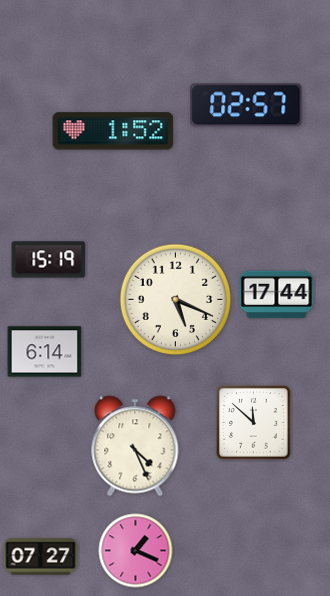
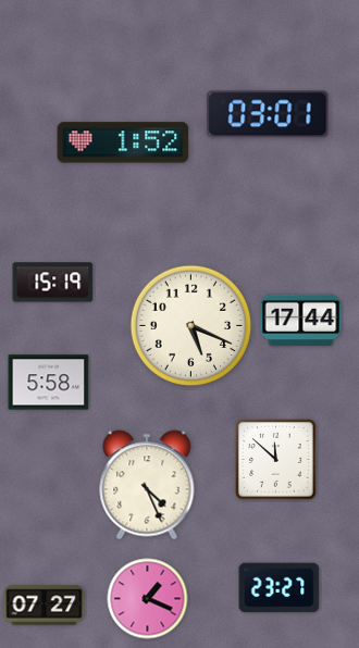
clock at (246, 105): 02:57 -> 03:01
clock at (45, 352): 6:14 -> 5:58
clock at (280, 588): none -> 23:27
